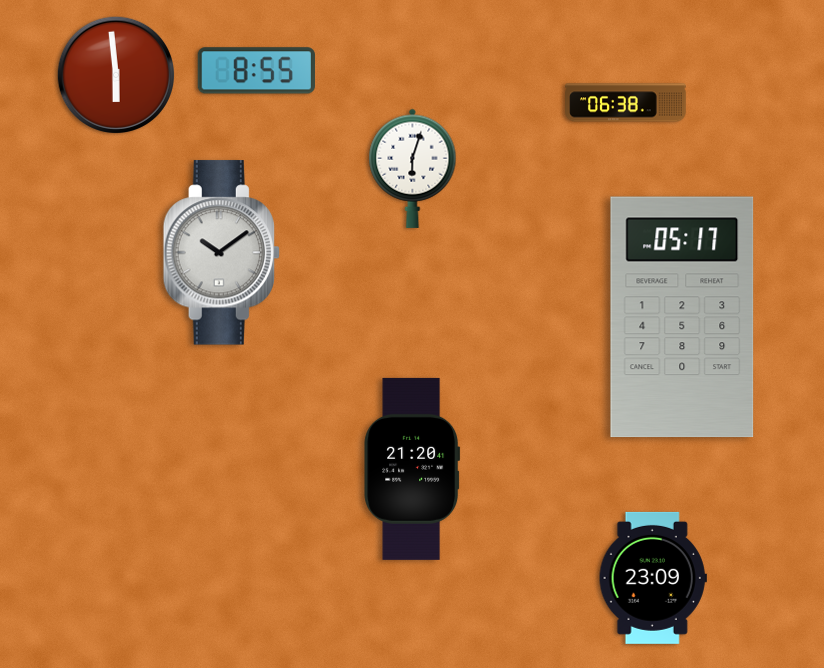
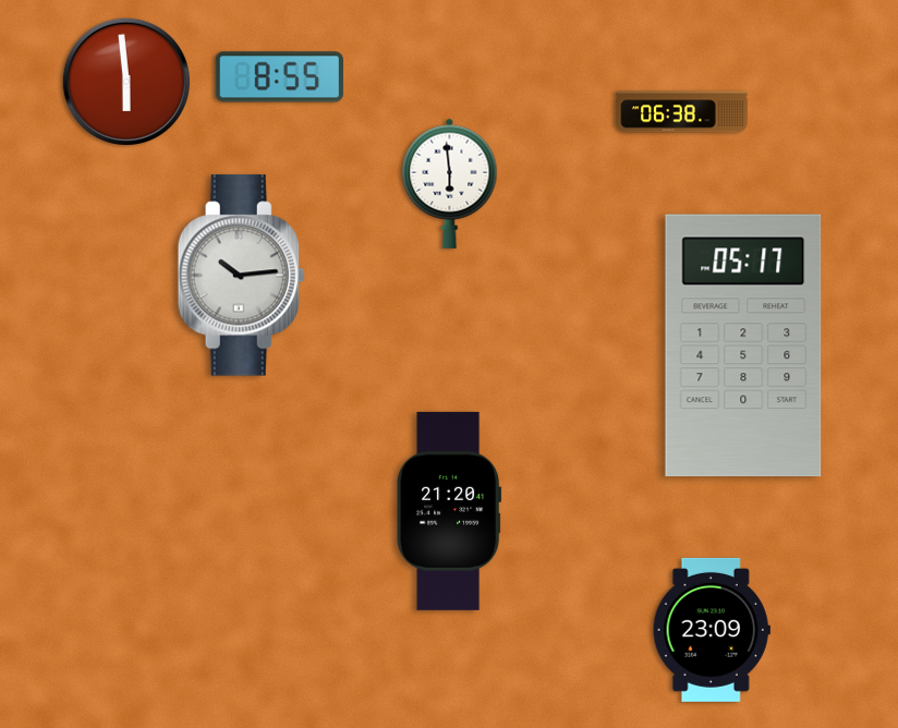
clock at (413, 168): 6:03 -> 5:59
clock at (221, 253): 10:09 -> 10:14
